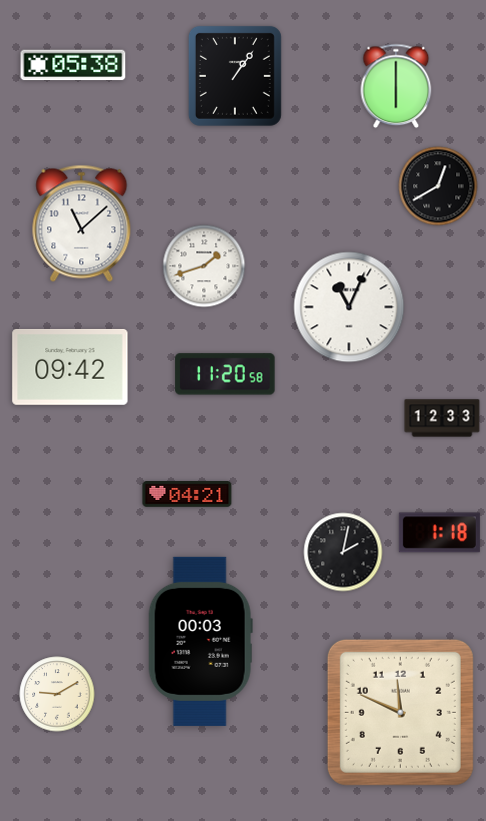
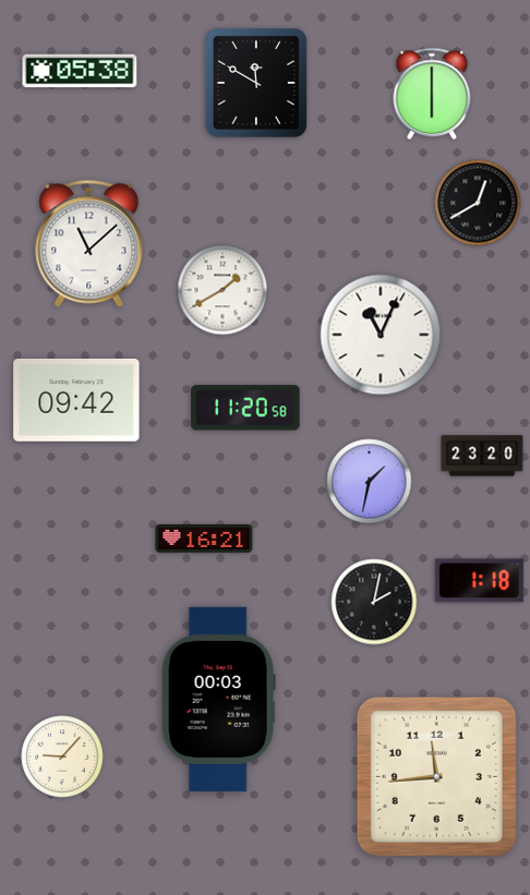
clock at (235, 76): 1:06 -> 11:50
clock at (204, 266): 1:42 -> 1:40
clock at (442, 418): 12:33 -> 23:20
clock at (370, 482): none -> 1:32
clock at (187, 494): 04:21 -> 16:21
clock at (57, 694): 9:10 -> 9:07
clock at (400, 712): 11:49 -> 11:44
